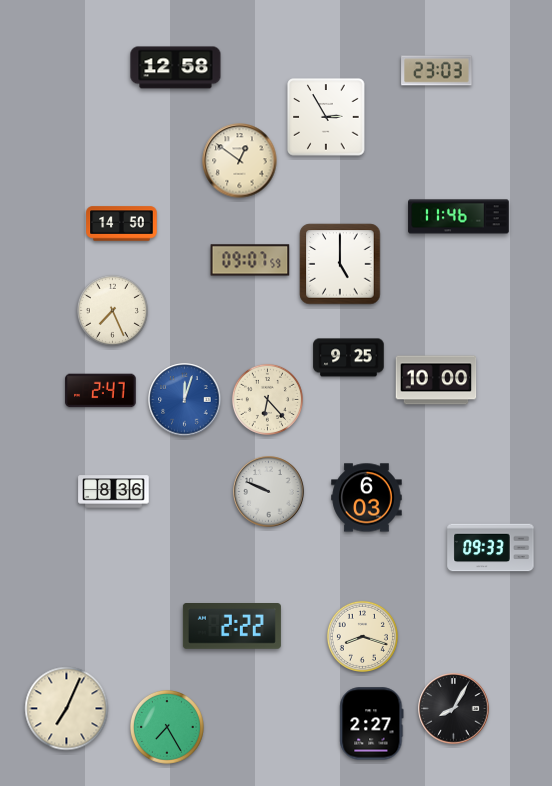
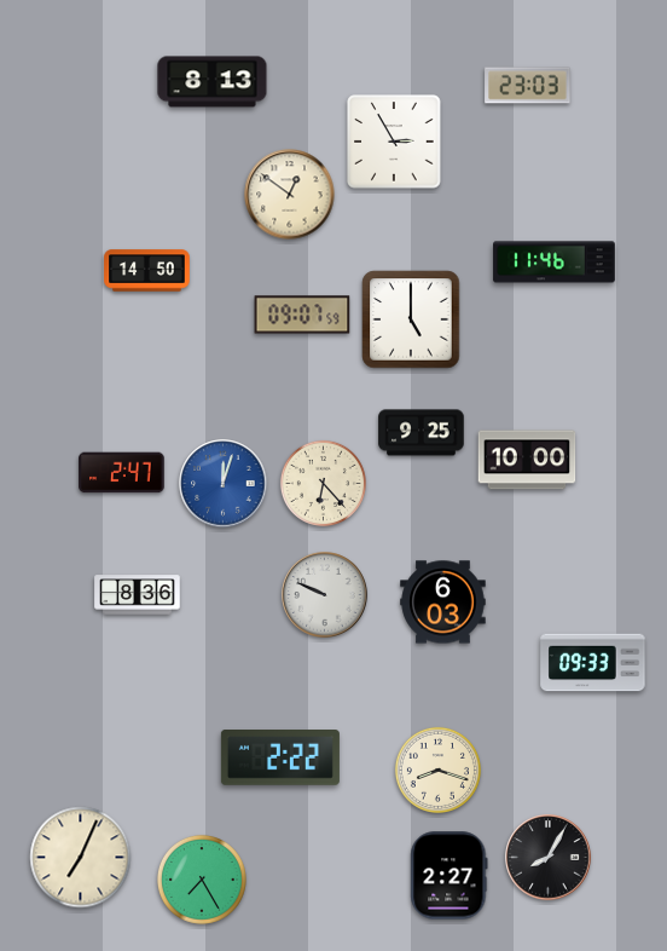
clock at (176, 68): 12:58 -> 8:13
clock at (112, 310): 7:26 -> none
